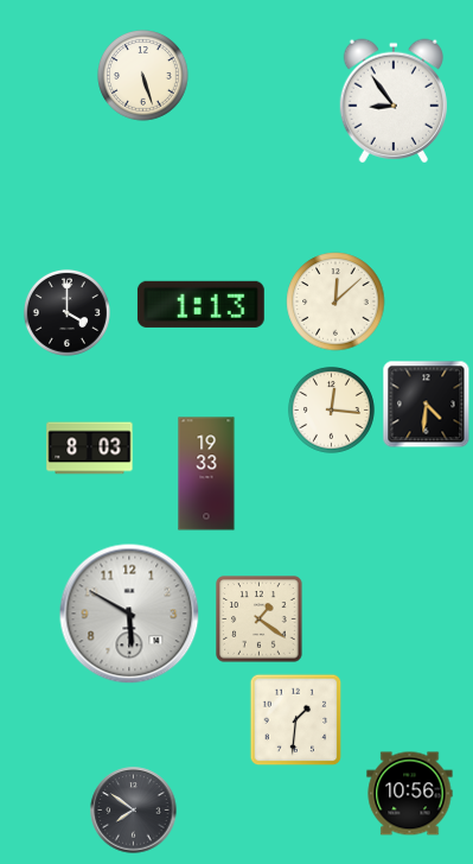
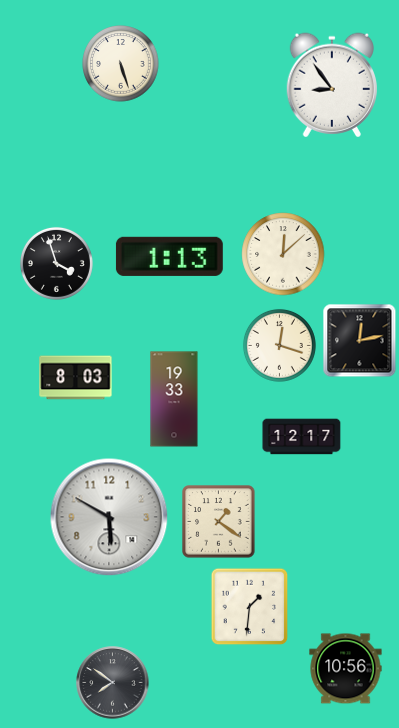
clock at (66, 312): 4:00 -> 3:57
clock at (427, 405): 4:31 -> 12:13
clock at (331, 409): 12:16 -> 12:18
clock at (302, 437): none -> 12:17
